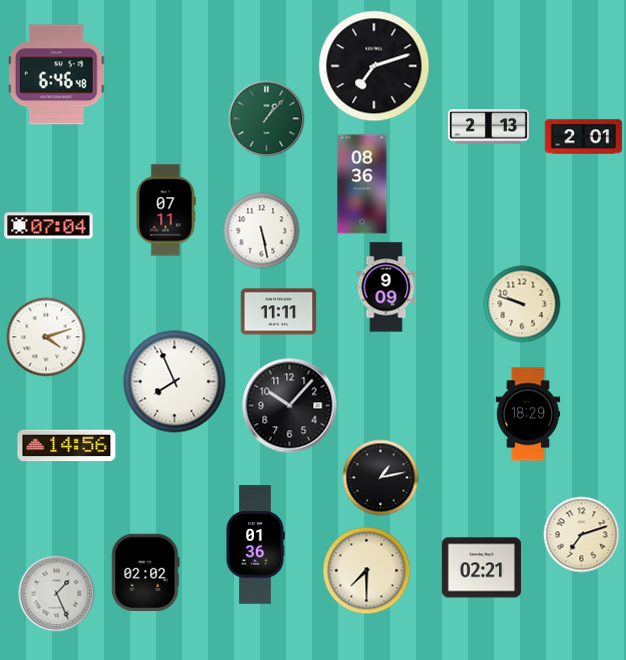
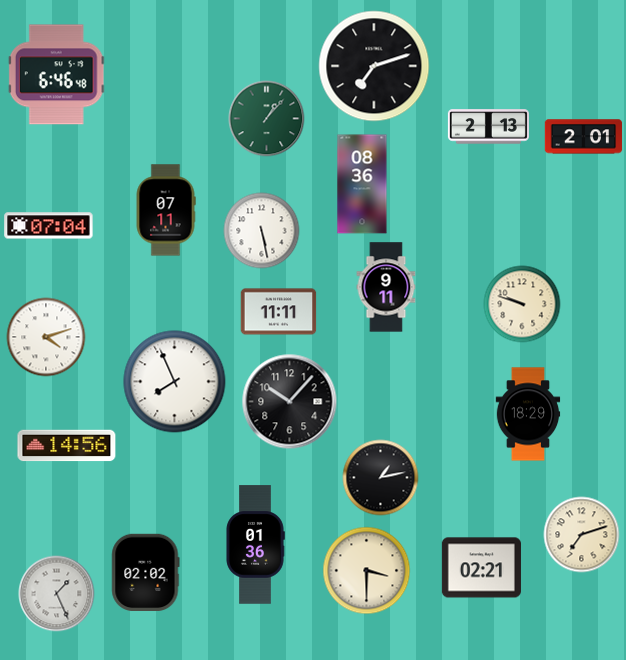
clock at (386, 287): 9:09 -> 9:11
clock at (290, 406) position: (290, 406) -> (290, 402)
clock at (367, 571): 7:30 -> 3:30
